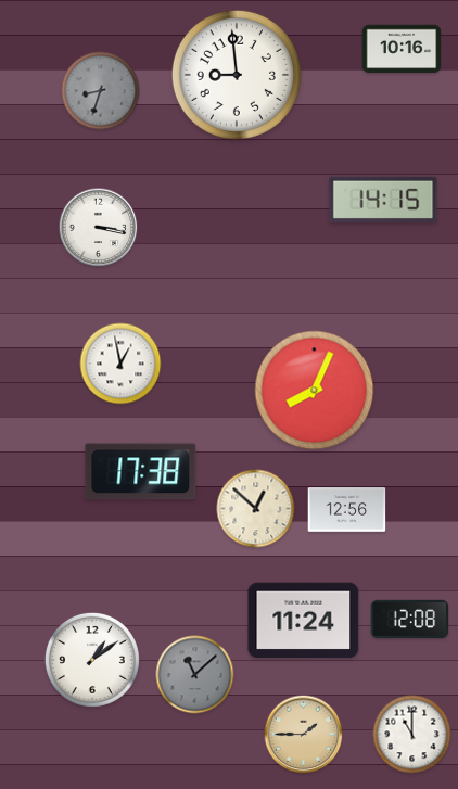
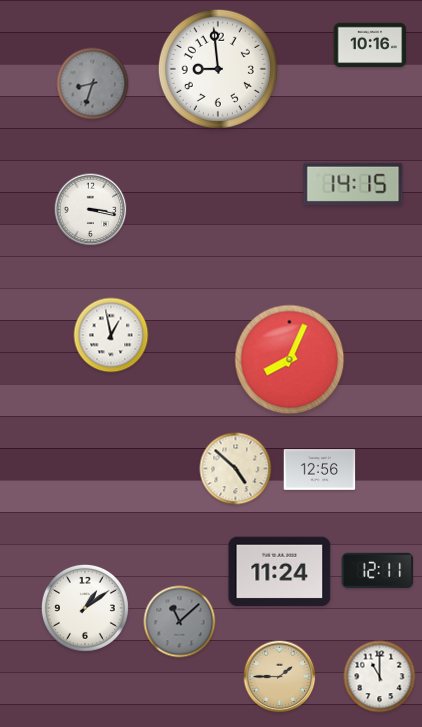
clock at (141, 472): 17:38 -> none
clock at (256, 509): 12:52 -> 4:52
clock at (410, 619): 12:08 -> 12:11
